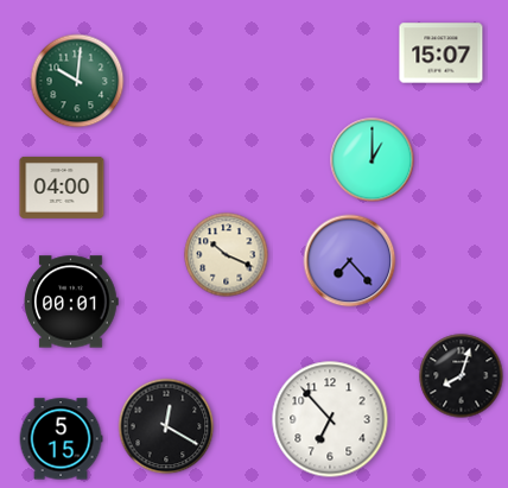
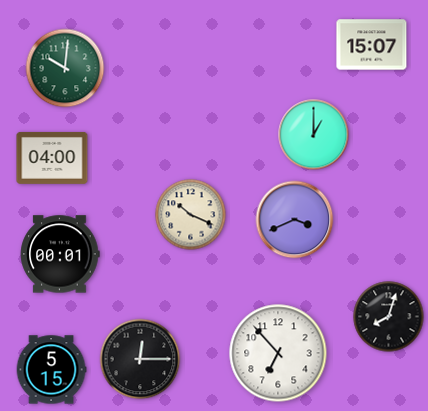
clock at (350, 261): 7:23 -> 3:41
clock at (166, 426): 12:20 -> 12:15
